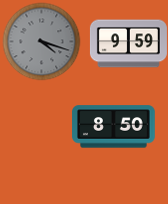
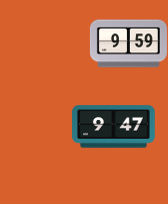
clock at (41, 41): 4:18 -> none
clock at (114, 127): 8:50 -> 9:47
